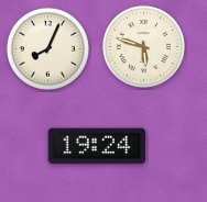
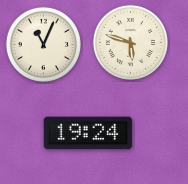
clock at (47, 48): 8:04 -> 11:04
